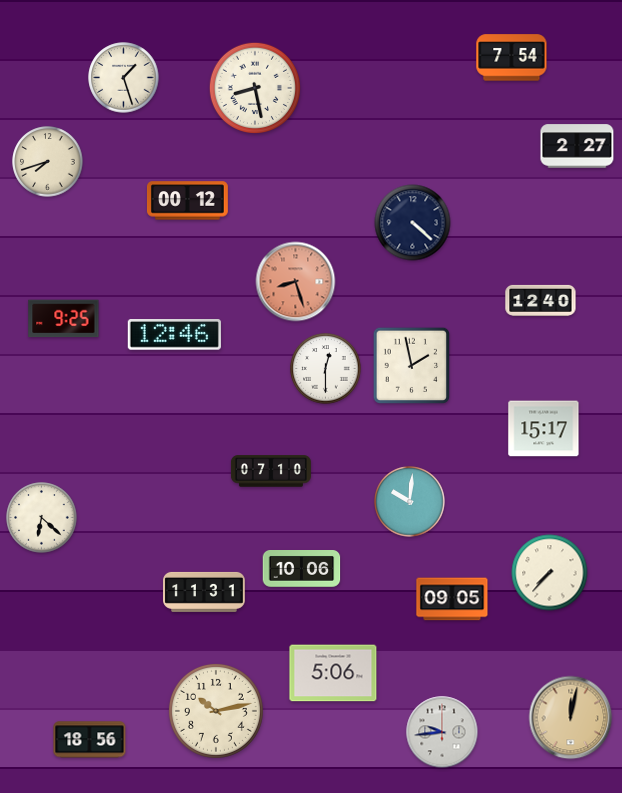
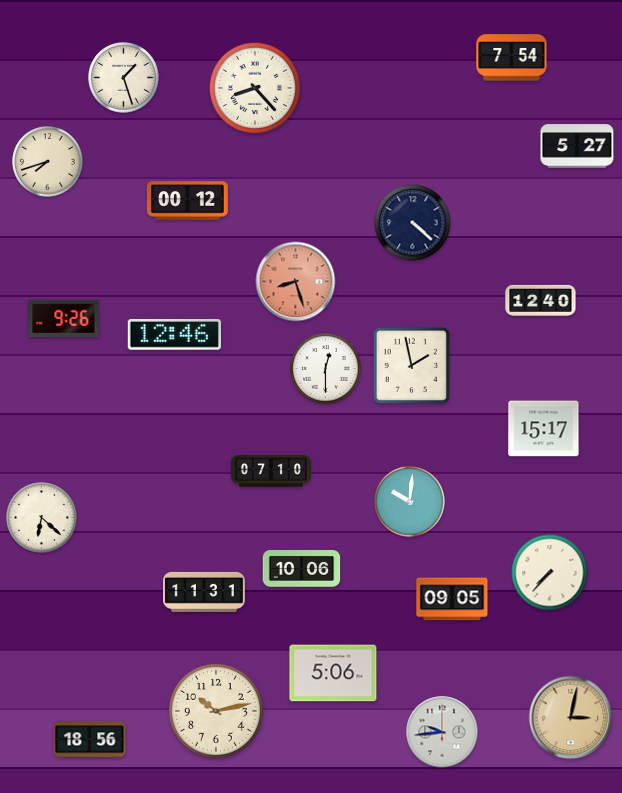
clock at (254, 87): 8:28 -> 8:23
clock at (577, 146): 2:27 -> 5:27
clock at (64, 319): 9:25 -> 9:26
clock at (571, 718): 12:02 -> 3:02
